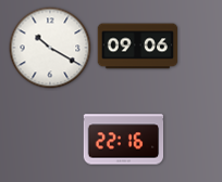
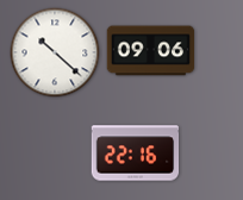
clock at (50, 48): 10:20 -> 10:22
